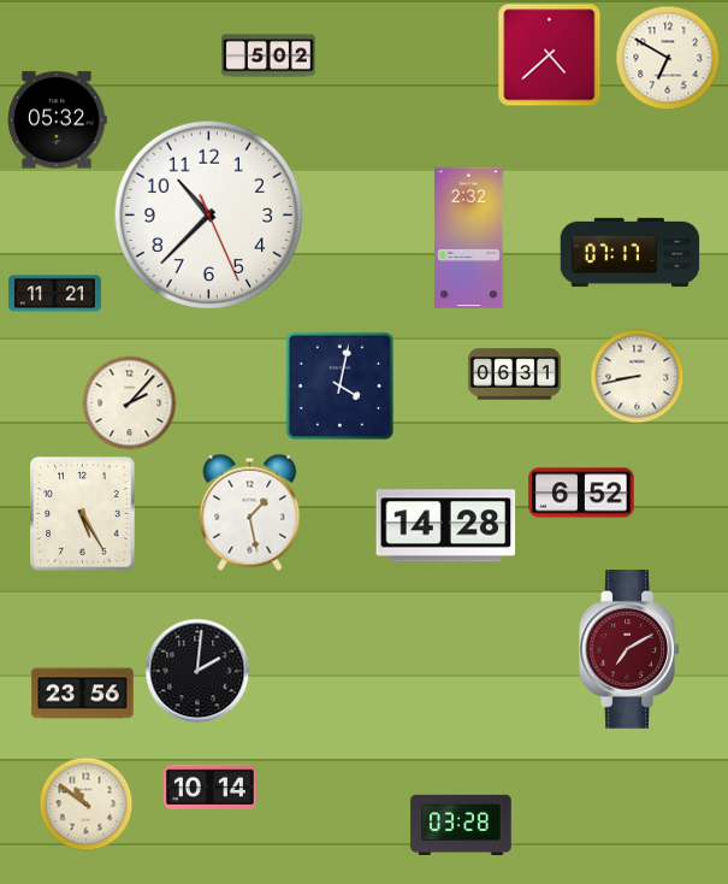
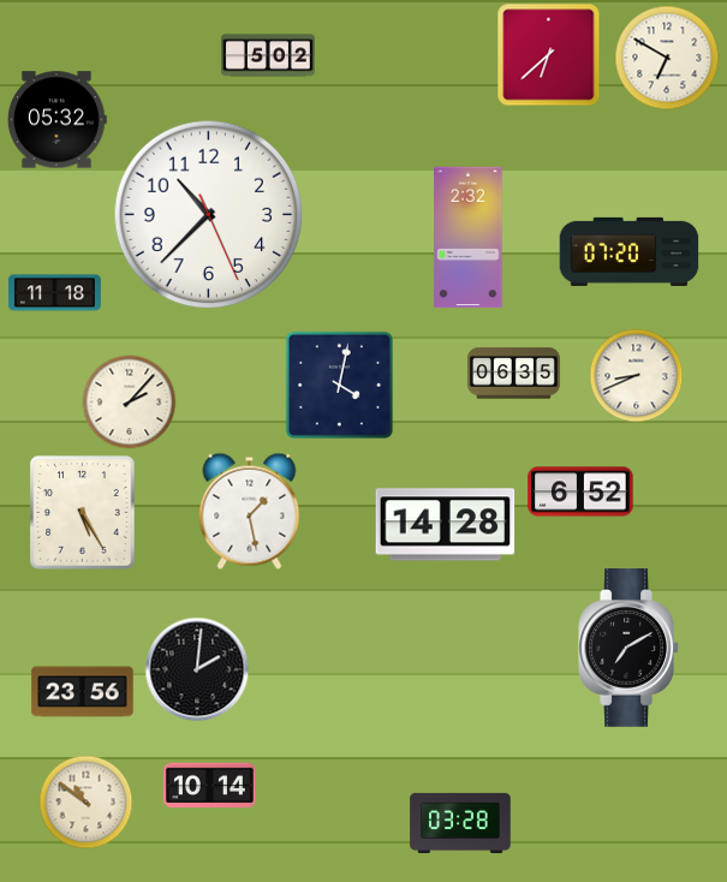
clock at (549, 54): 4:38 -> 6:38
clock at (631, 252): 07:17 -> 07:20
clock at (54, 294): 11:21 -> 11:18
clock at (514, 375): 06:31 -> 06:35
clock at (637, 376): 8:43 -> 8:41
clock at (629, 650) dial: burgundy -> black
